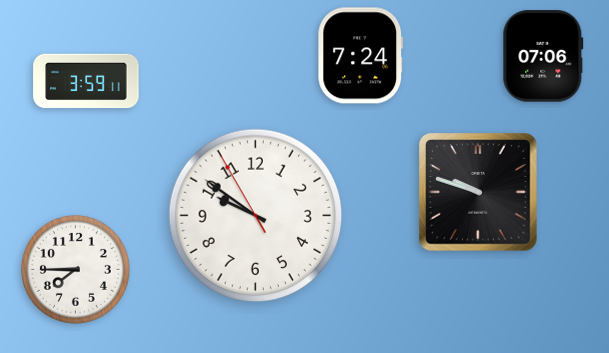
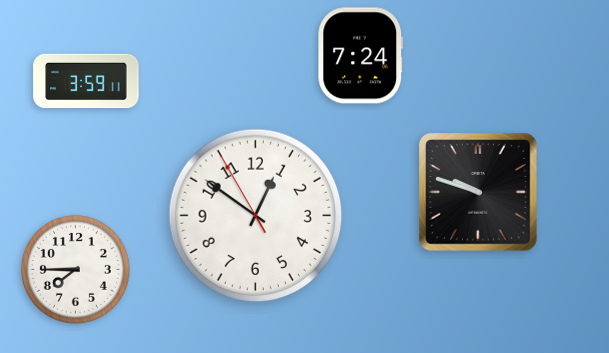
clock at (543, 56): 07:06 -> none
clock at (256, 216): 9:50 -> 12:50
